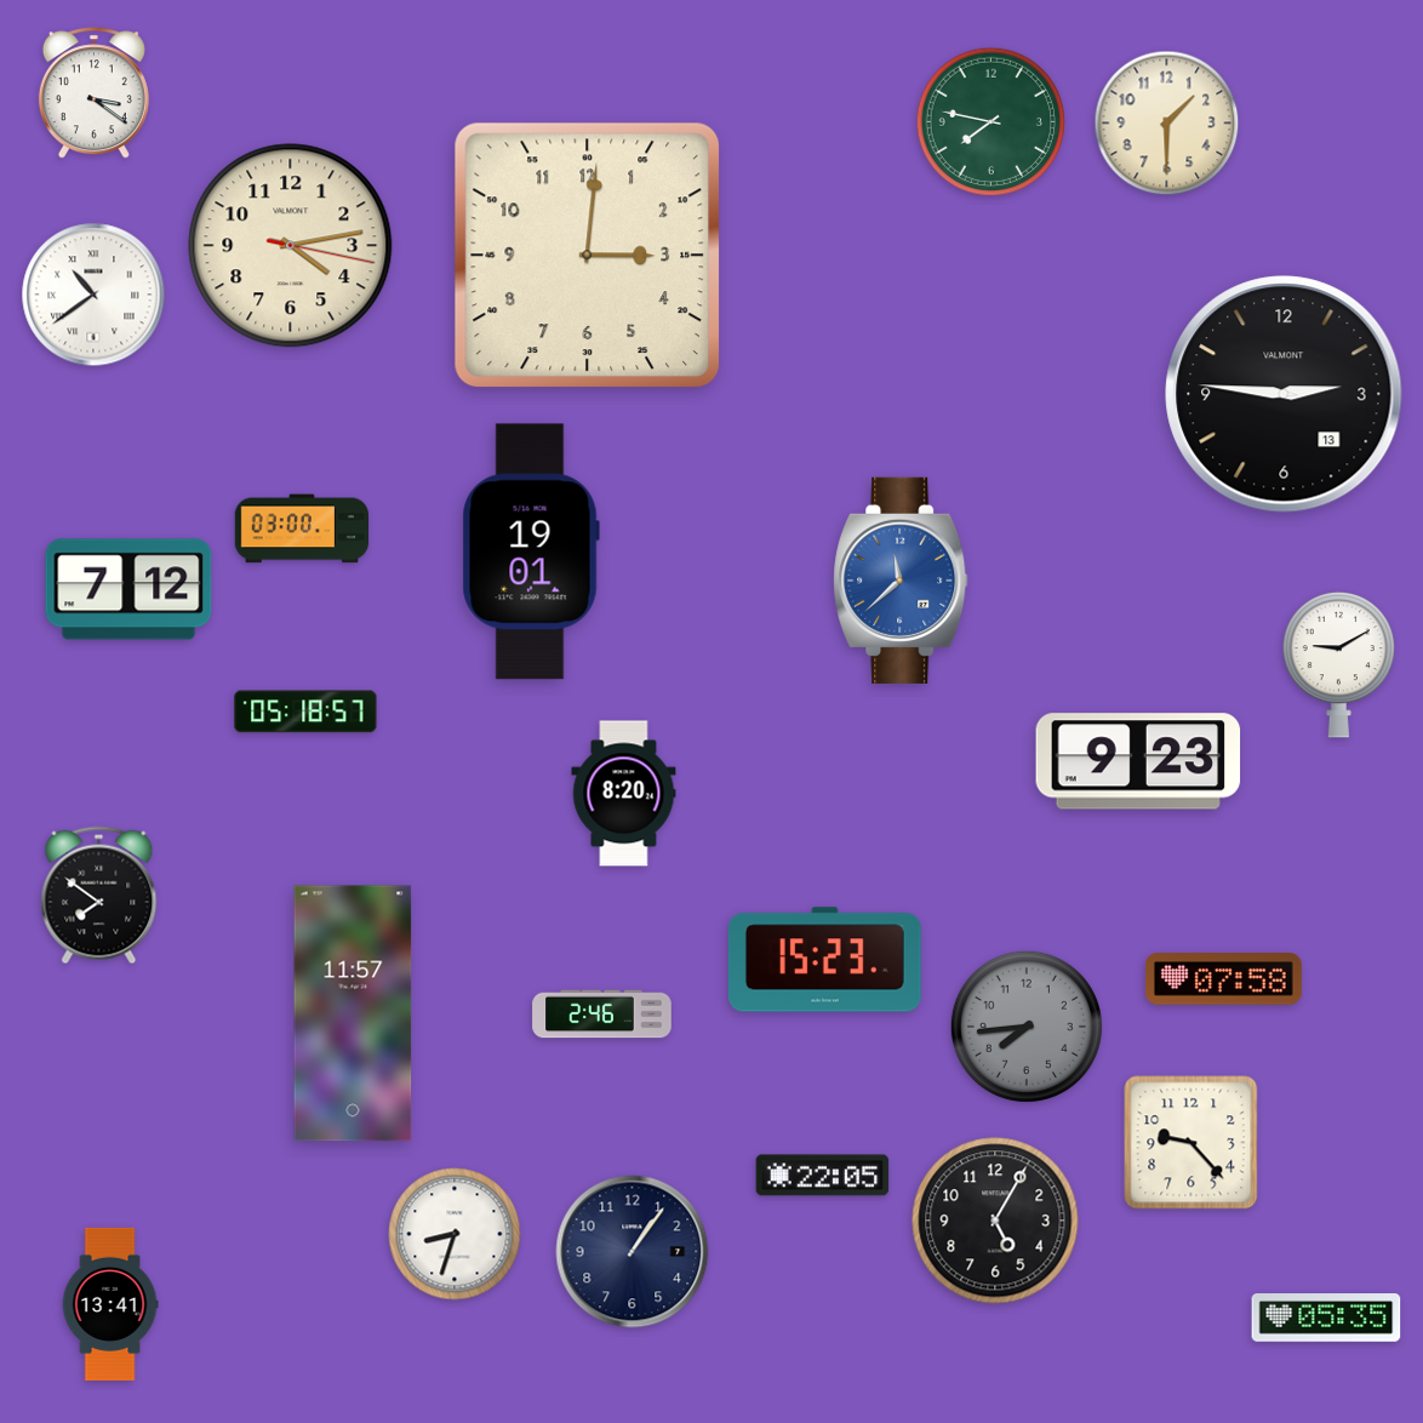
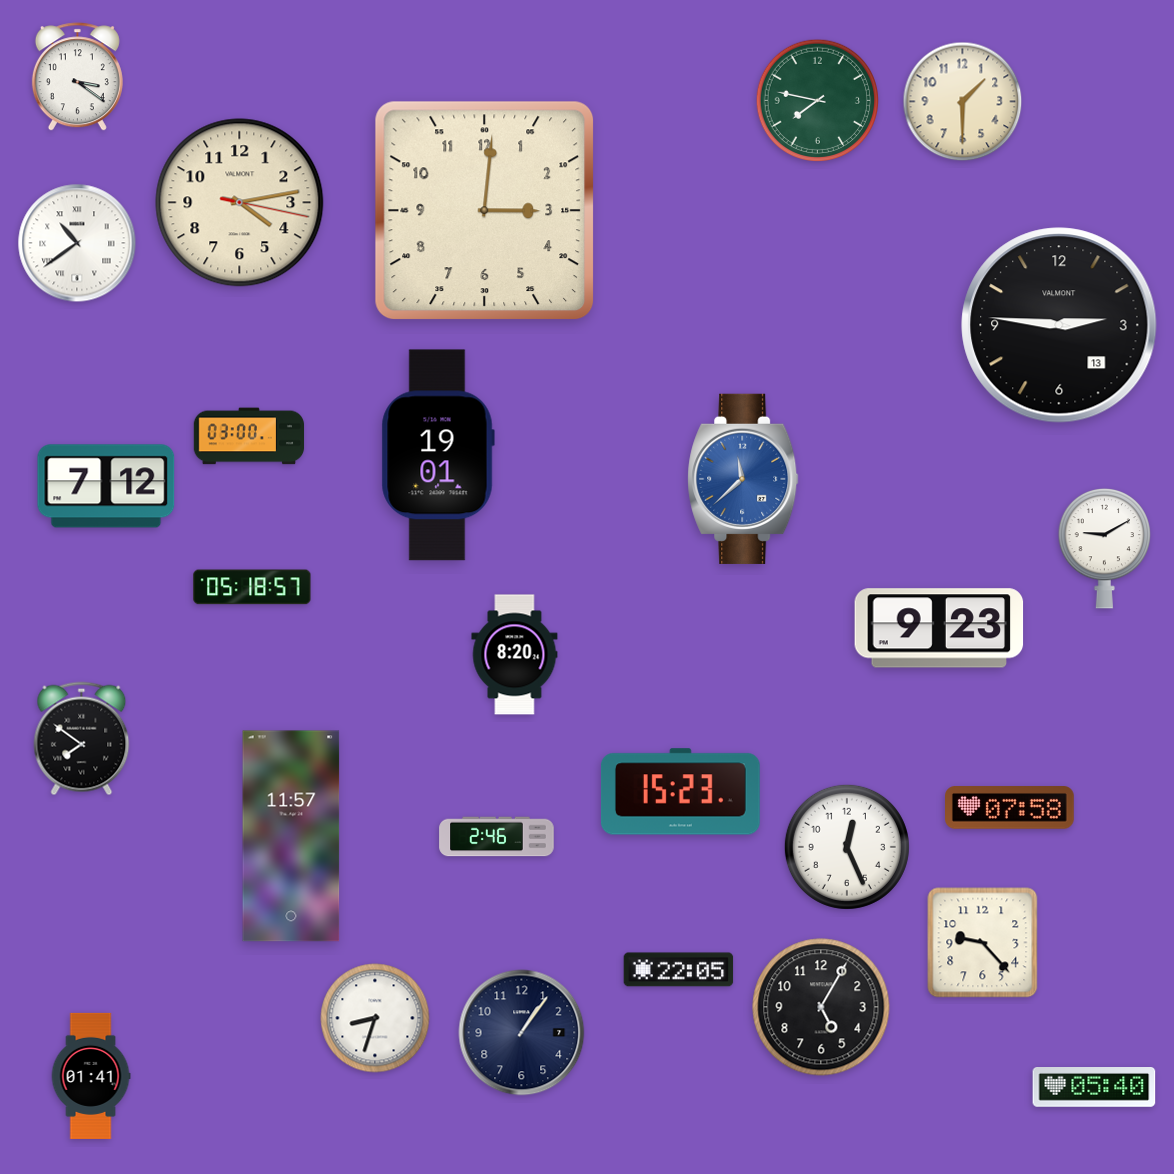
clock at (1027, 1027): 7:44 -> 12:26
clock at (1027, 1027) dial: grey -> white
clock at (110, 1304): 13:41 -> 01:41
clock at (1326, 1319): 05:35 -> 05:40
